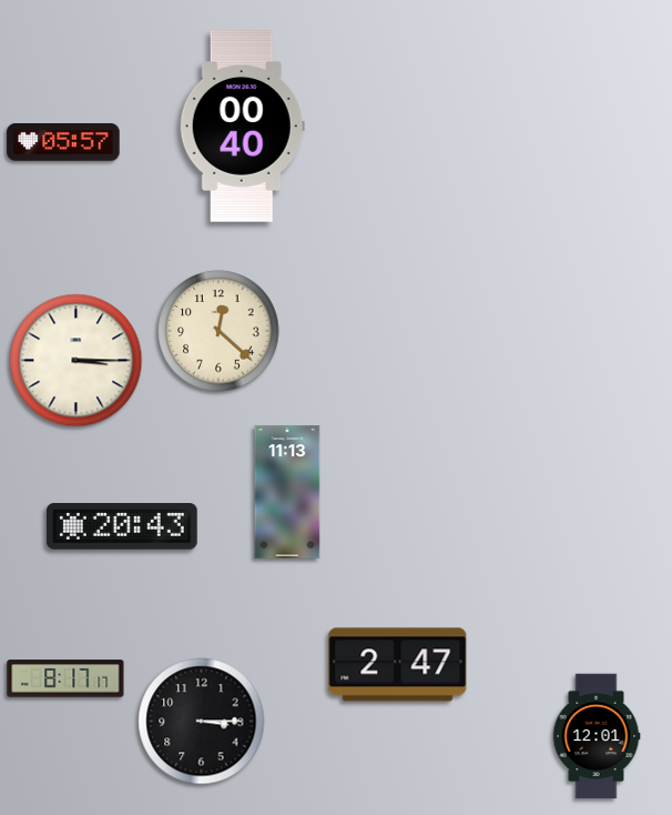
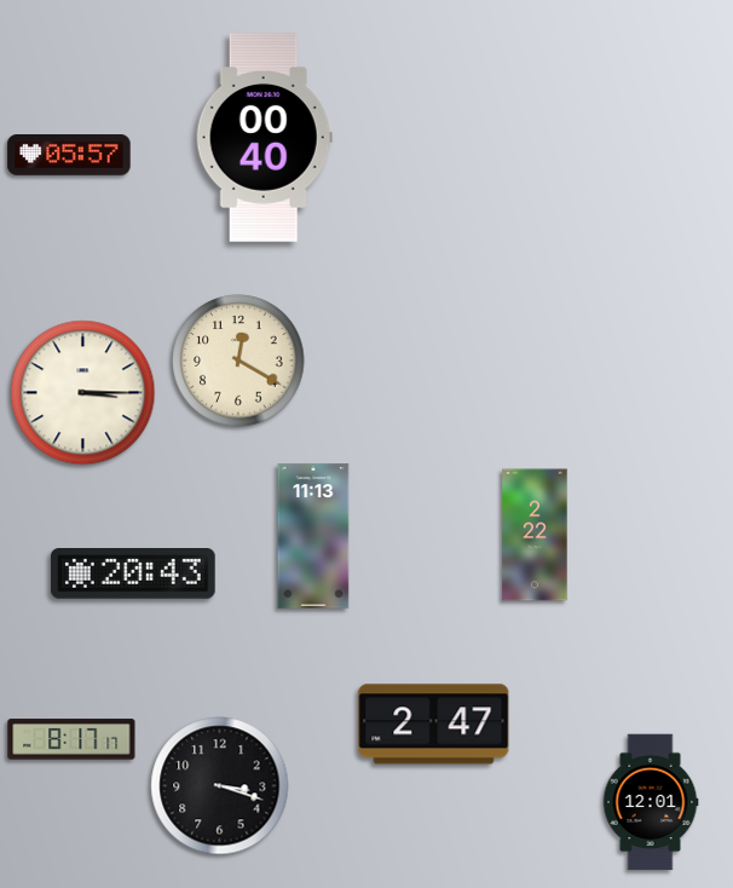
clock at (218, 331): 12:22 -> 12:20
clock at (535, 535): none -> 2:22
clock at (202, 722): 3:15 -> 3:18
